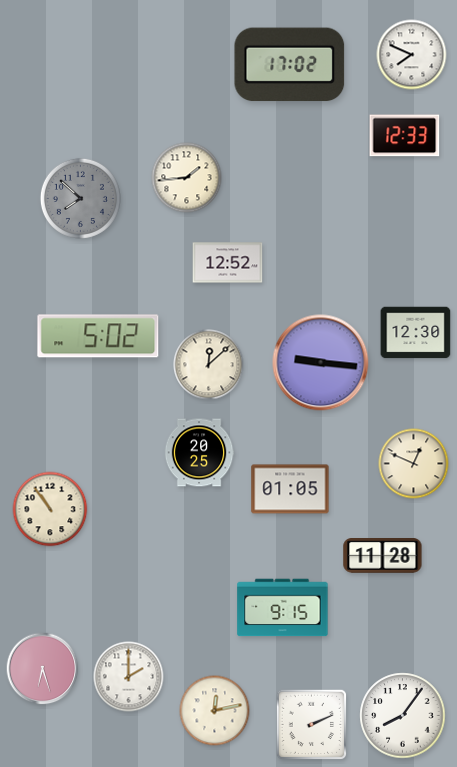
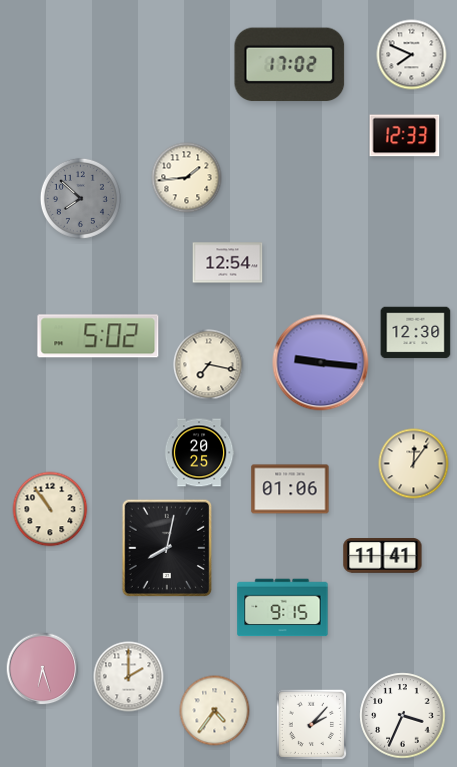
clock at (228, 263): 12:52 -> 12:54
clock at (209, 365): 12:08 -> 7:17
clock at (414, 464): 12:49 -> 12:06
clock at (290, 489): 01:05 -> 01:06
clock at (167, 548): none -> 8:02
clock at (383, 556): 11:28 -> 11:41
clock at (215, 711): 12:13 -> 4:36
clock at (403, 716): 8:06 -> 3:34
clock at (312, 725): 2:11 -> 2:07
